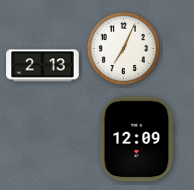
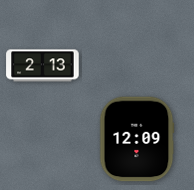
clock at (124, 49): 7:04 -> none
